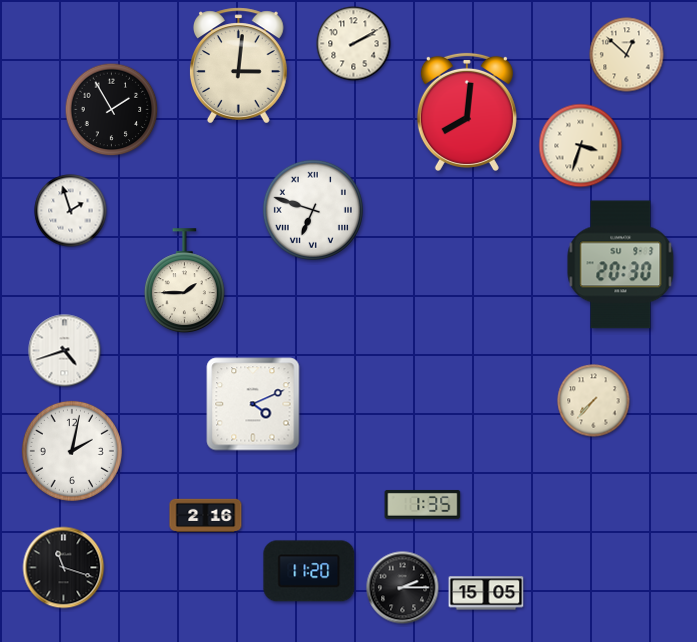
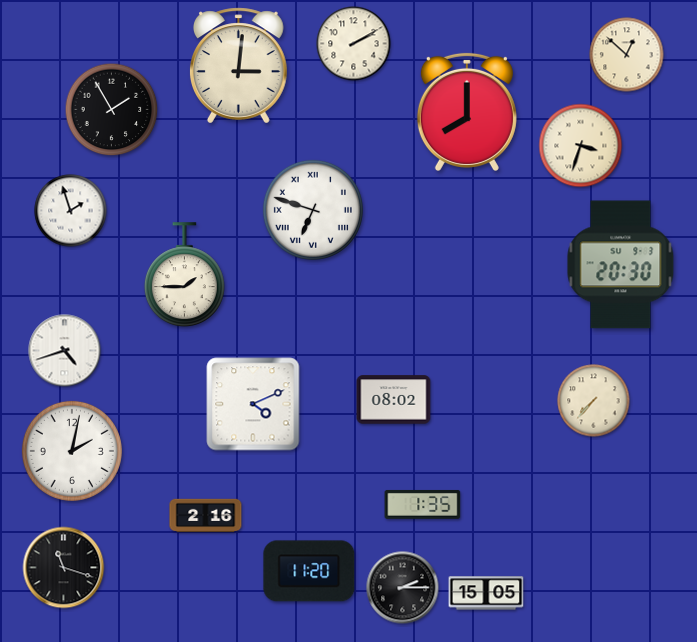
clock at (467, 112): 8:01 -> 8:00
clock at (184, 281) position: (184, 281) -> (184, 275)
clock at (394, 400): none -> 08:02
